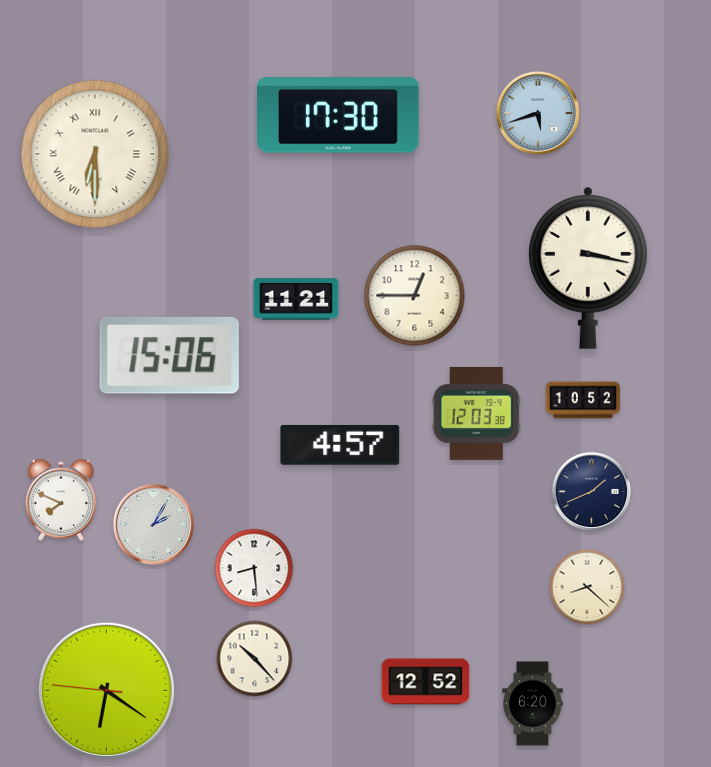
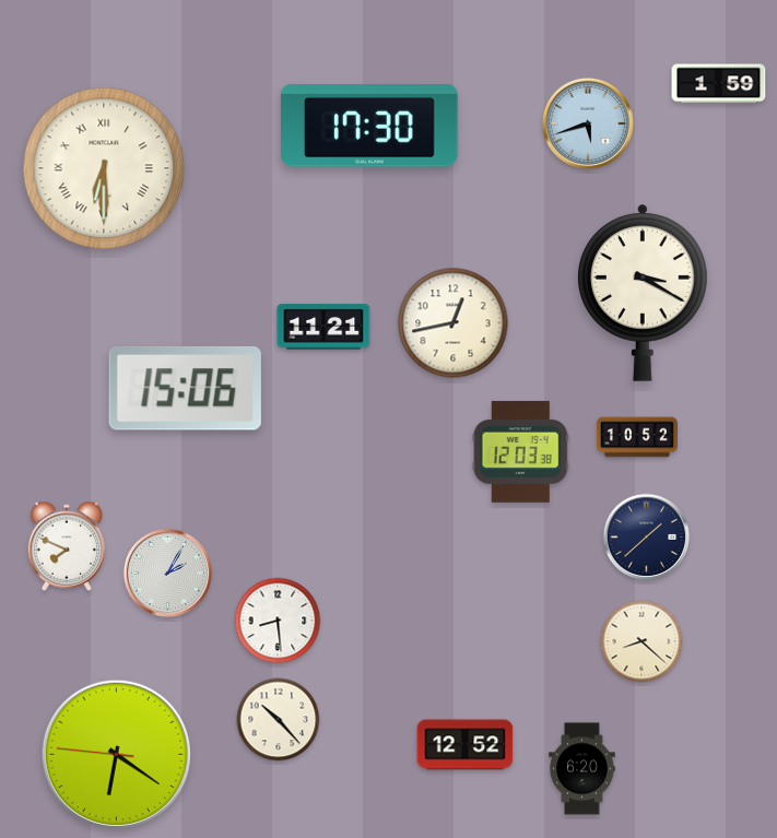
clock at (719, 84): none -> 1:59
clock at (589, 268): 3:17 -> 3:20
clock at (415, 296): 12:45 -> 12:43
clock at (340, 445): 4:57 -> none
clock at (592, 492): 1:41 -> 1:38
